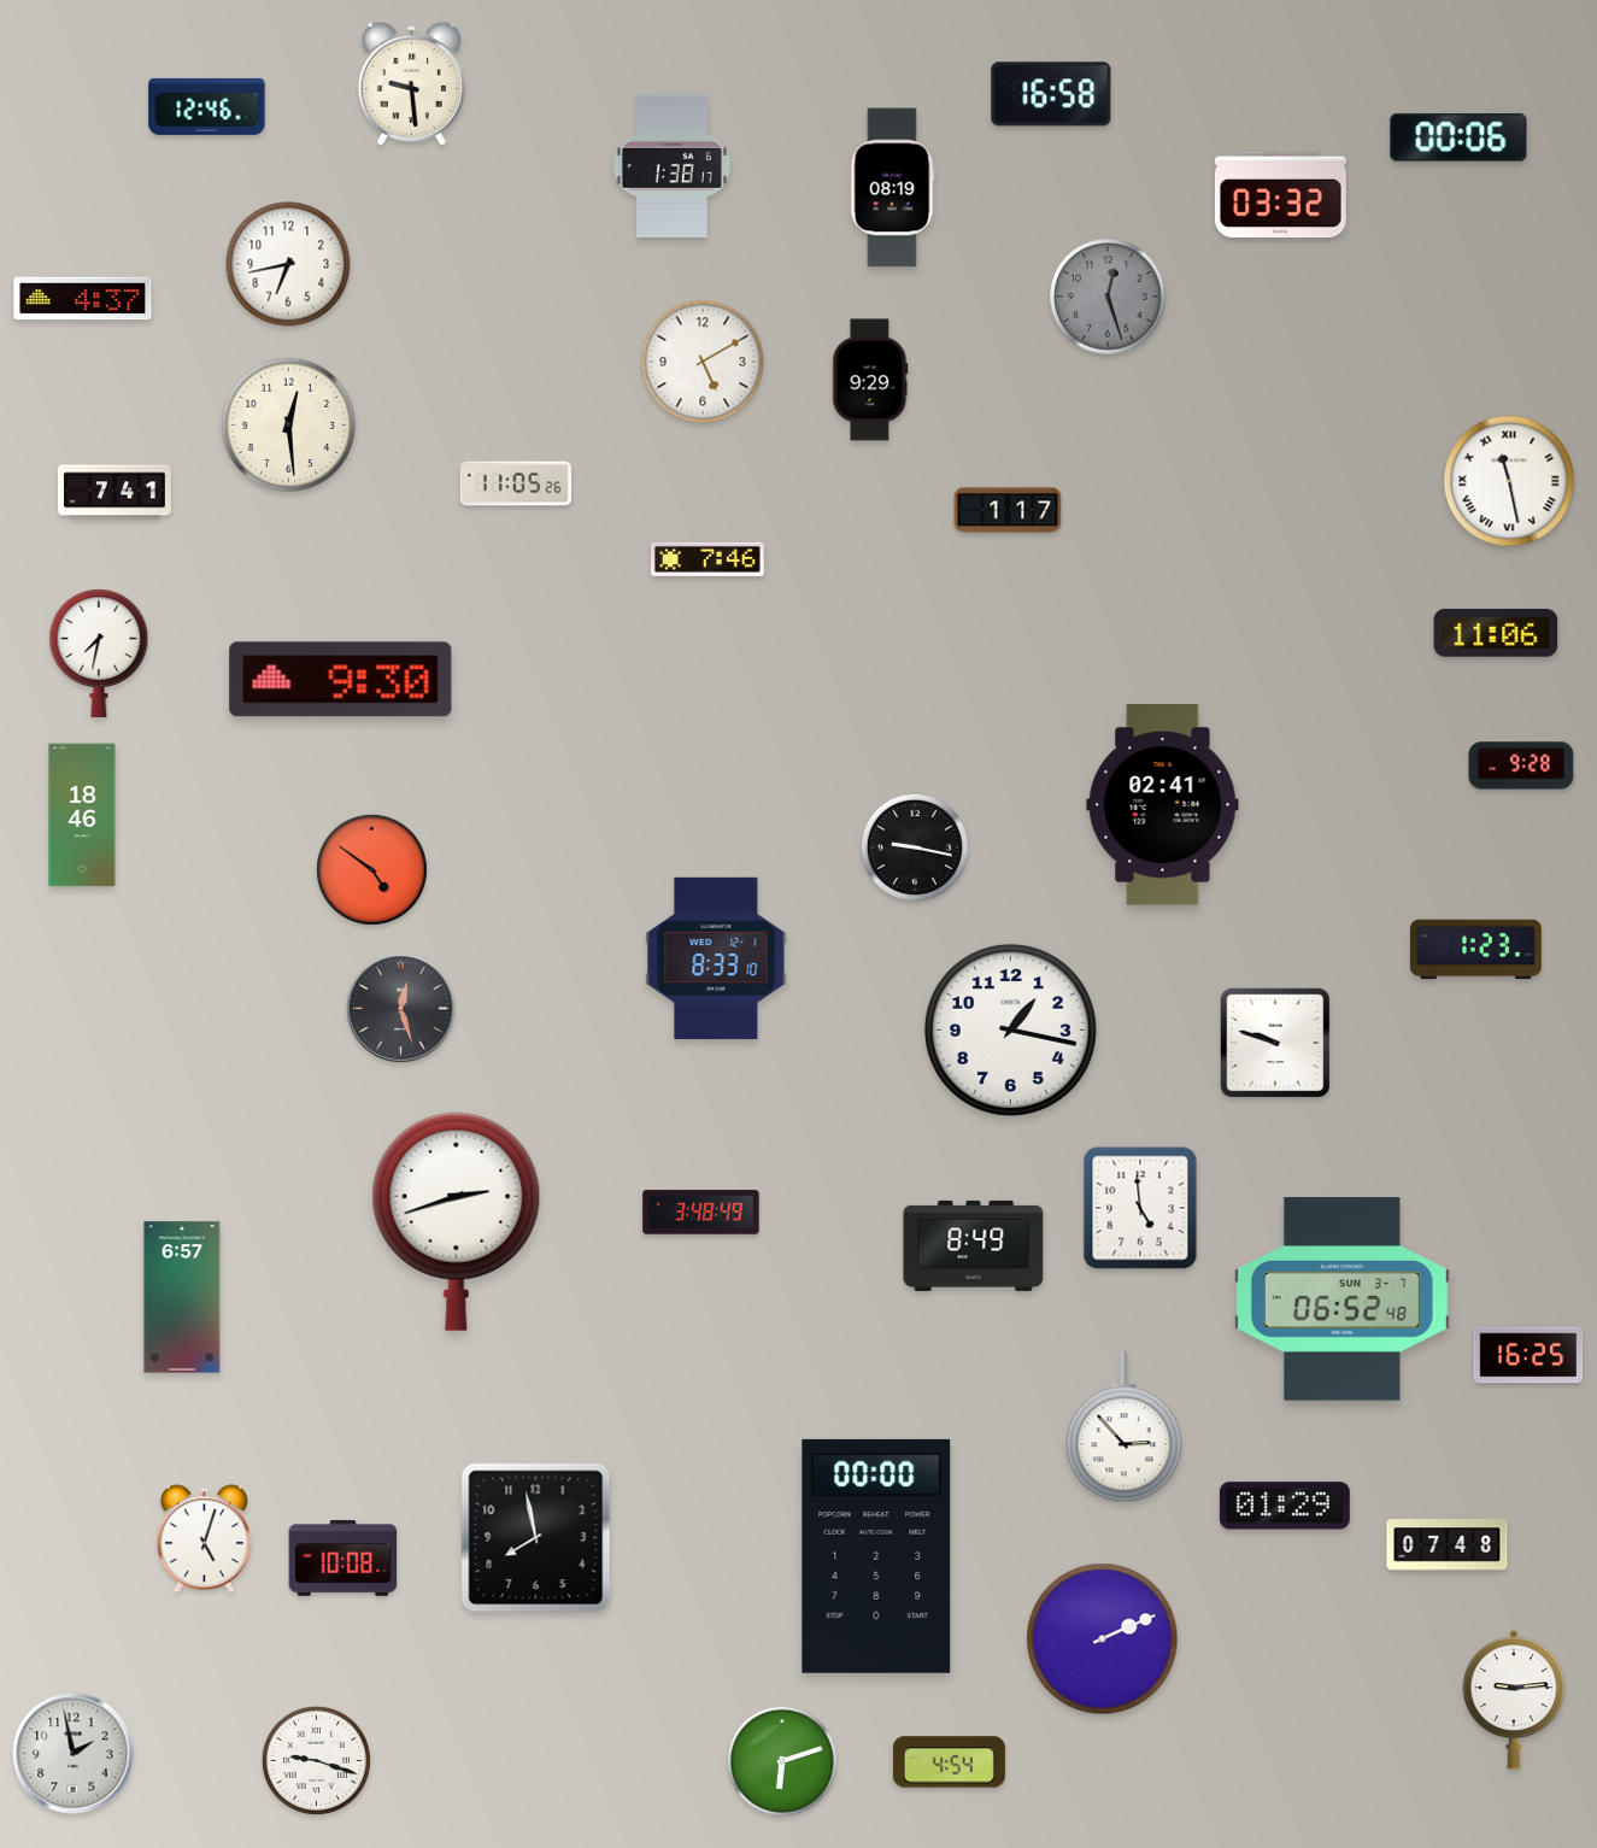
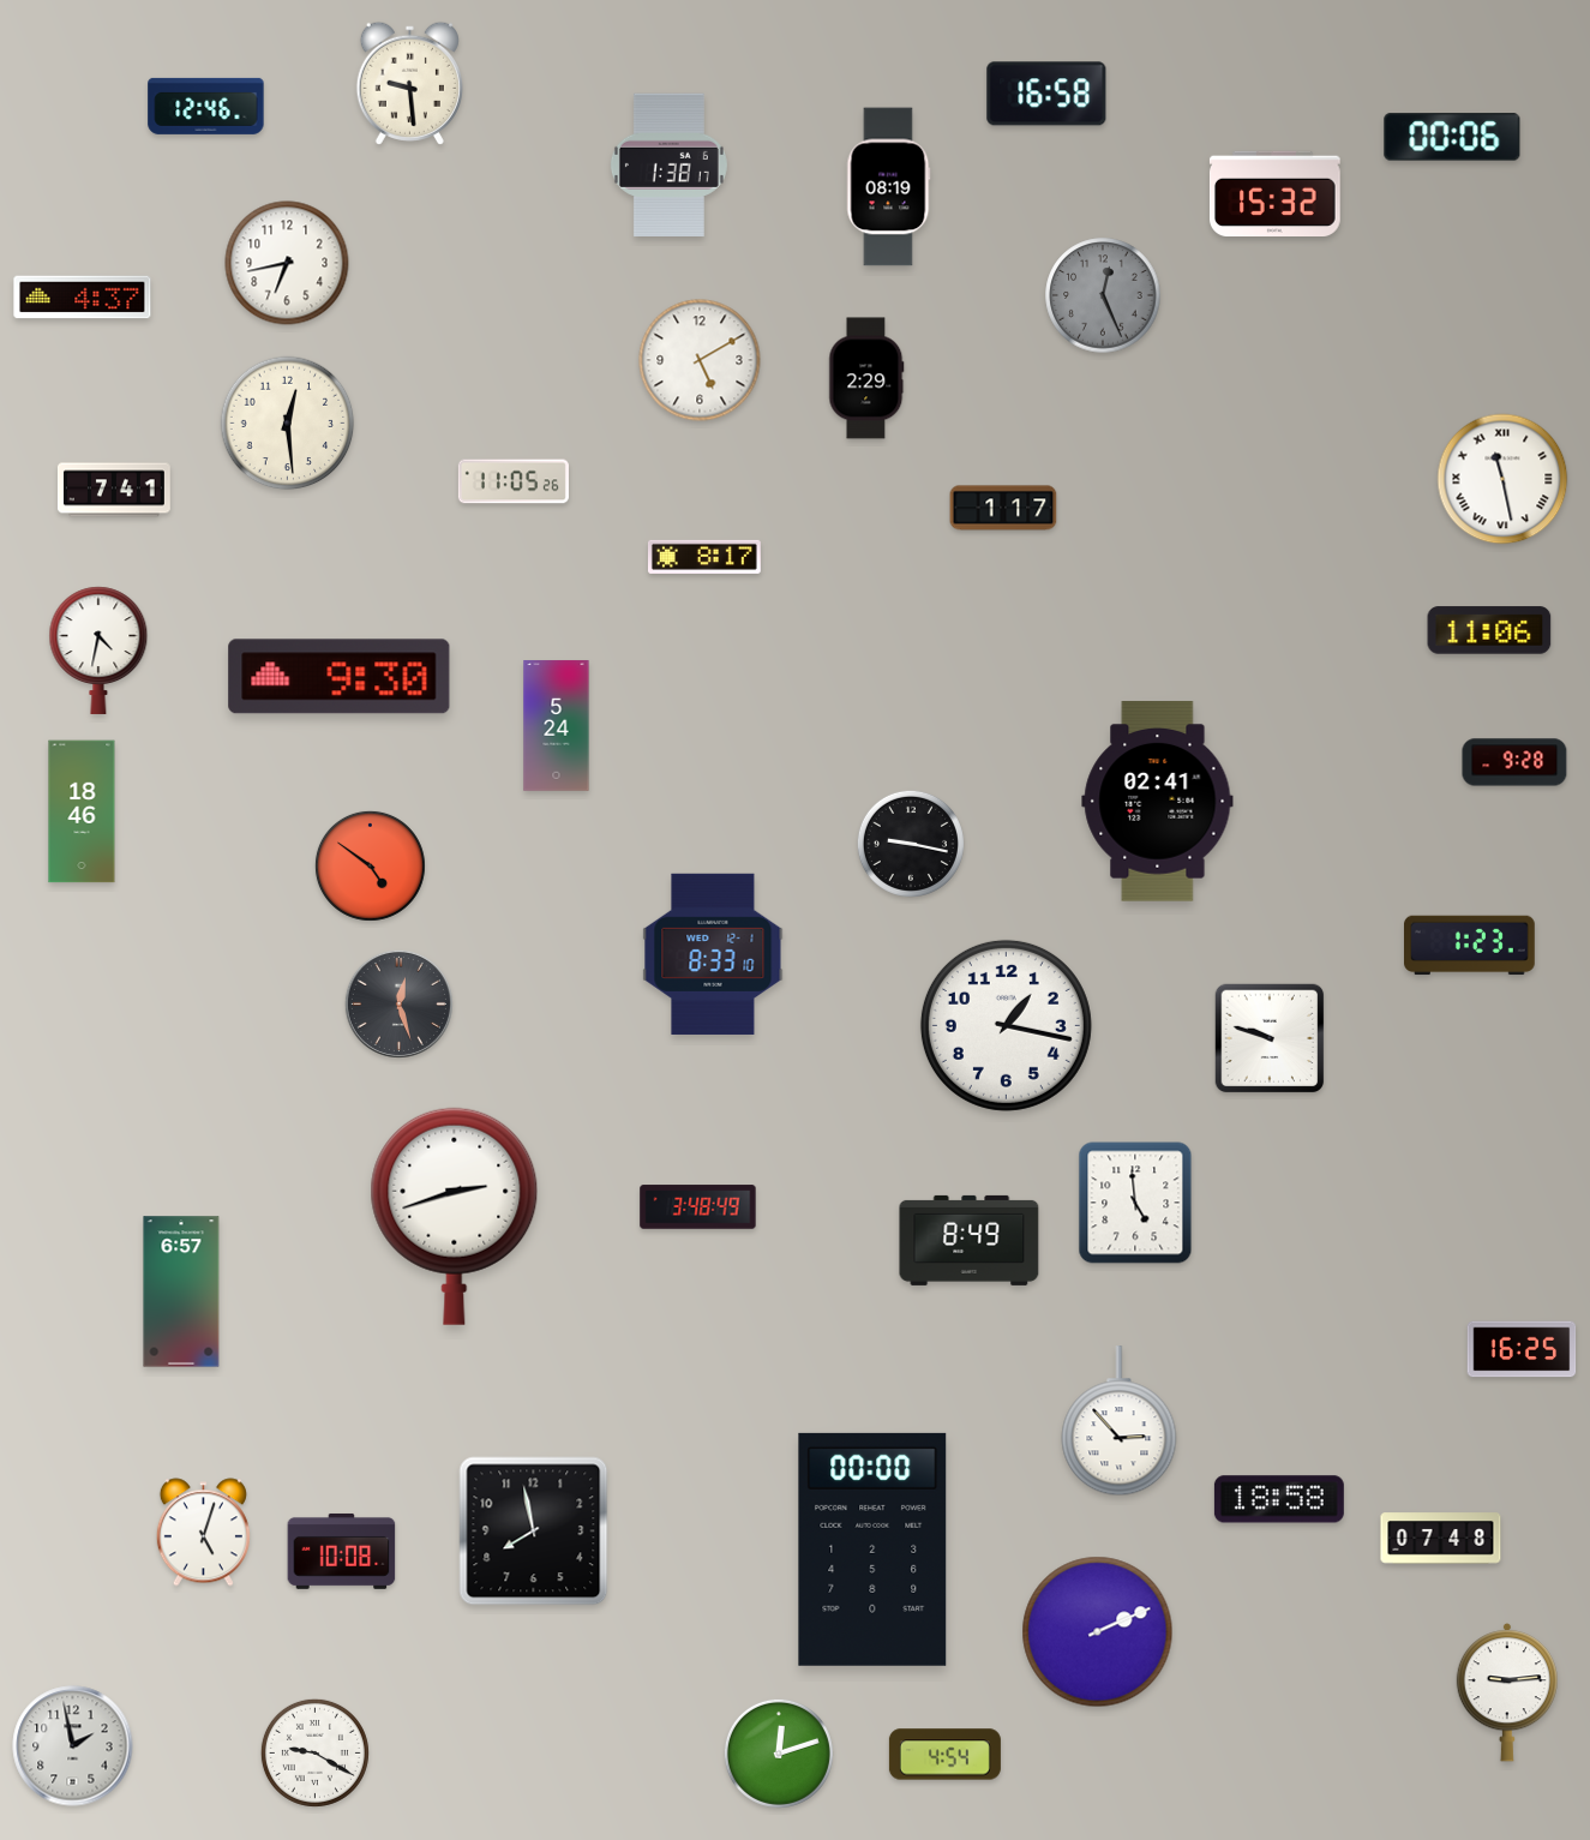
clock at (1281, 194): 03:32 -> 15:32
clock at (1108, 297): 12:27 -> 12:26
clock at (870, 380): 9:29 -> 2:29
clock at (708, 559): 7:46 -> 8:17
clock at (99, 653): 7:32 -> 4:32
clock at (557, 726): none -> 5:24
clock at (1341, 1300): 06:52 -> none
clock at (1285, 1506): 01:29 -> 18:58
clock at (316, 1760): 9:18 -> 9:20
clock at (782, 1761): 6:12 -> 12:12
